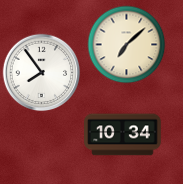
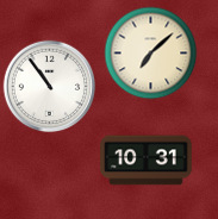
clock at (41, 72): 7:54 -> 10:54
clock at (123, 135): 10:34 -> 10:31
